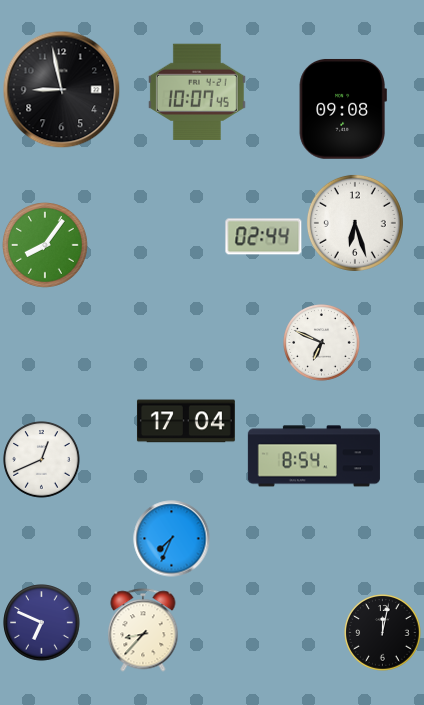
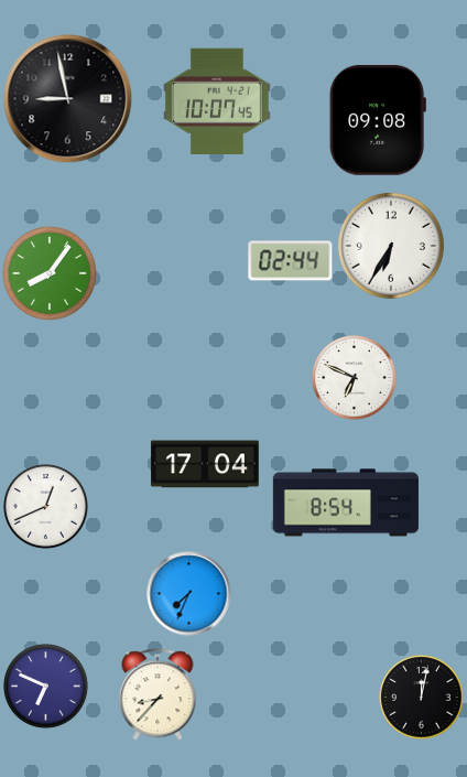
clock at (355, 223): 6:27 -> 6:35
clock at (46, 246) position: (46, 246) -> (51, 274)
